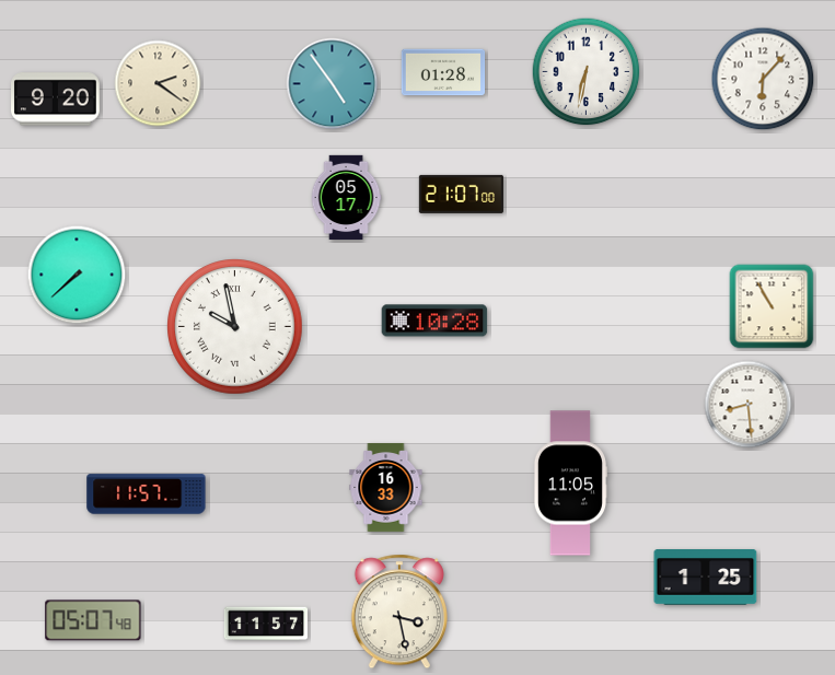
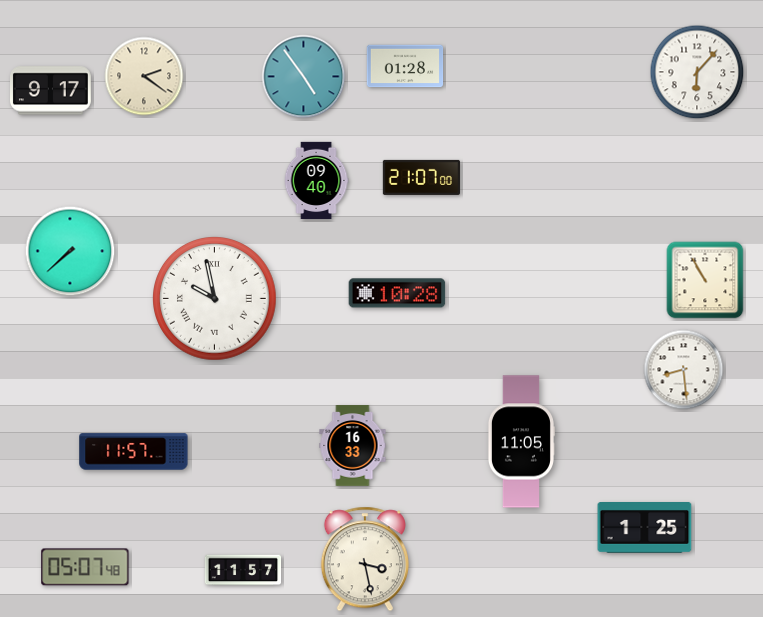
clock at (587, 72): 6:32 -> none
clock at (56, 100): 9:20 -> 9:17
clock at (346, 197): 05:17 -> 09:40
